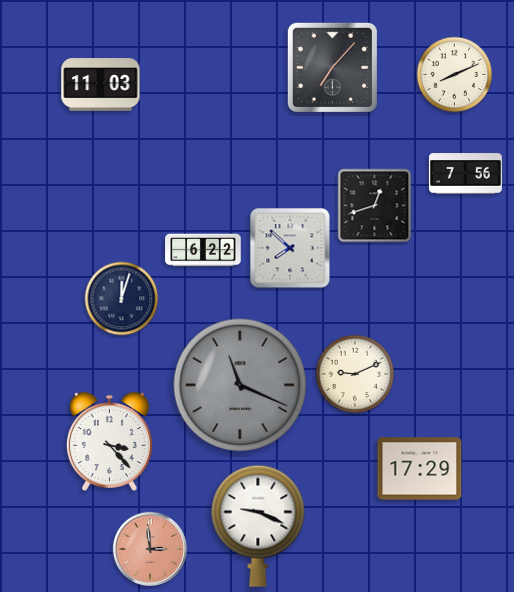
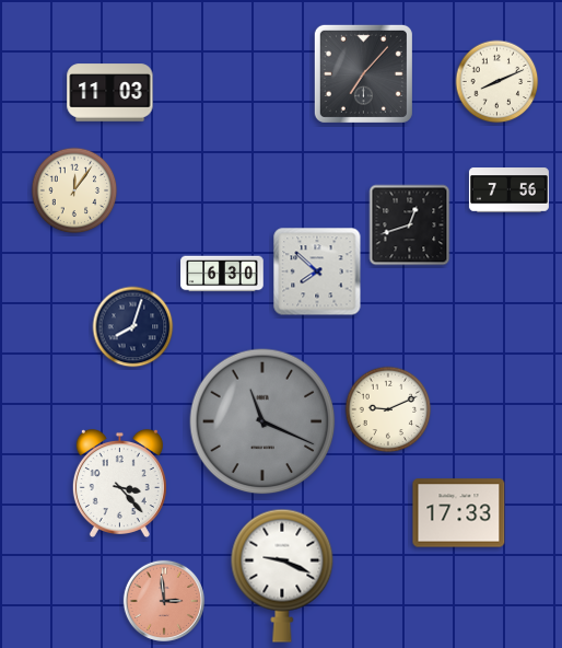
clock at (74, 190): none -> 12:06
clock at (203, 250): 6:22 -> 6:30
clock at (122, 299): 12:03 -> 8:03
clock at (420, 469): 17:29 -> 17:33
